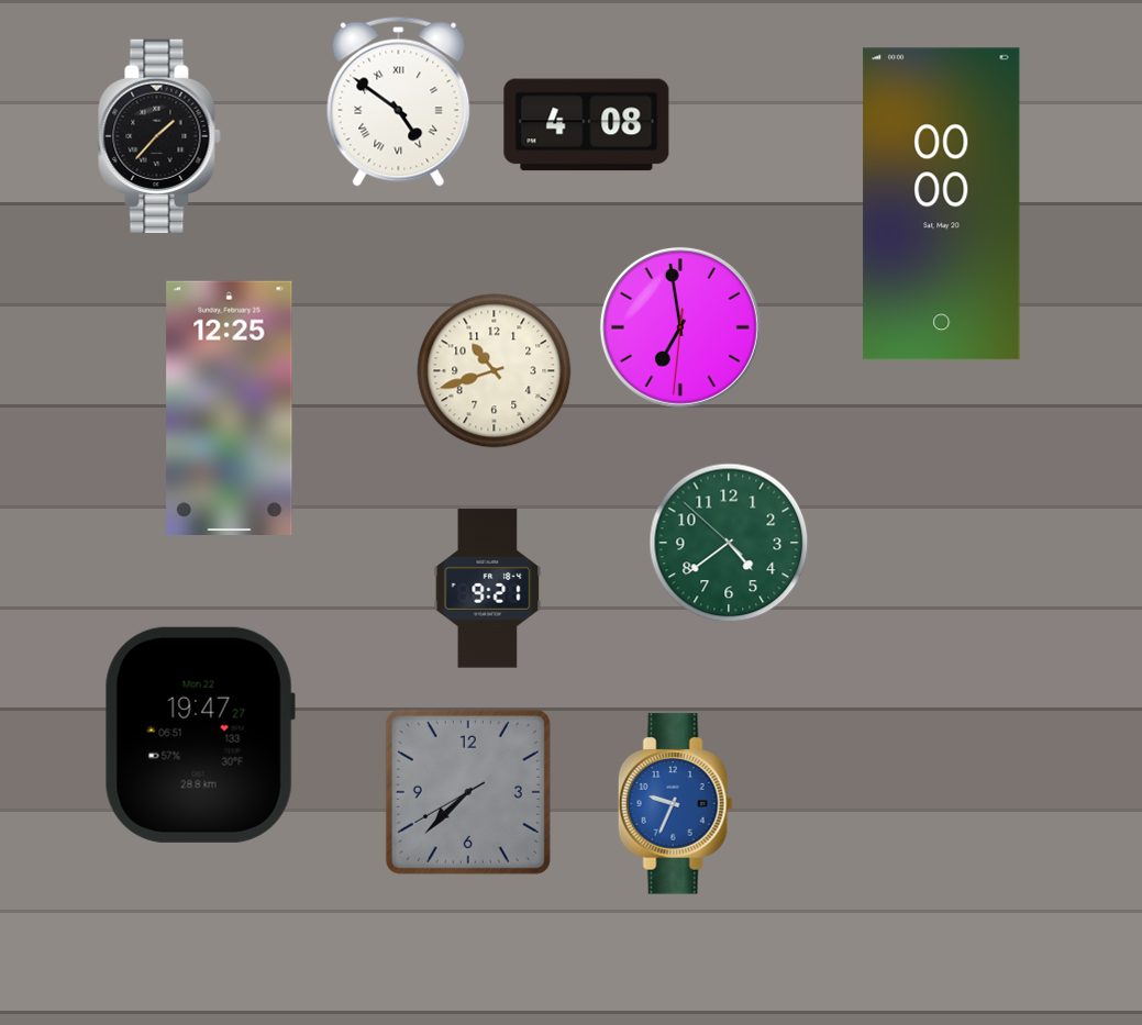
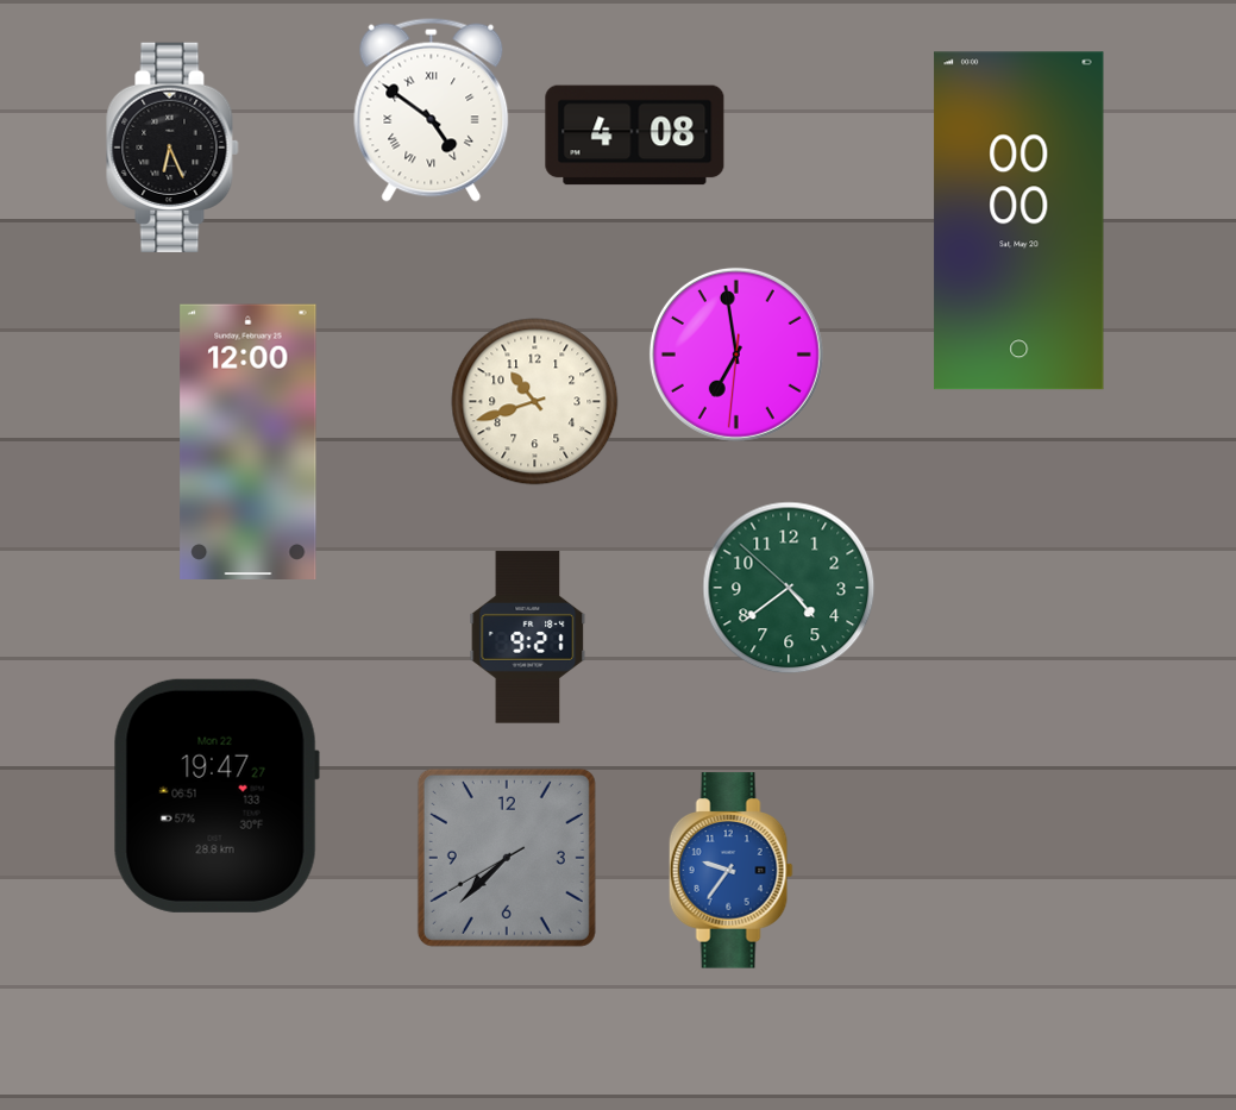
clock at (159, 136): 1:37 -> 6:26
clock at (230, 408): 12:25 -> 12:00
clock at (675, 804): 9:34 -> 9:36
